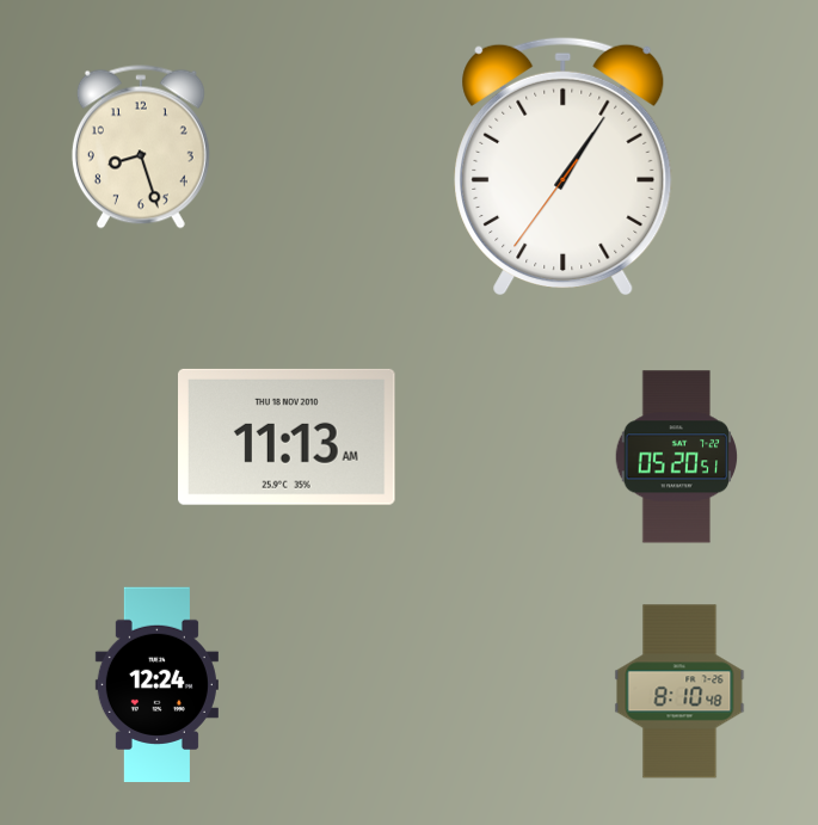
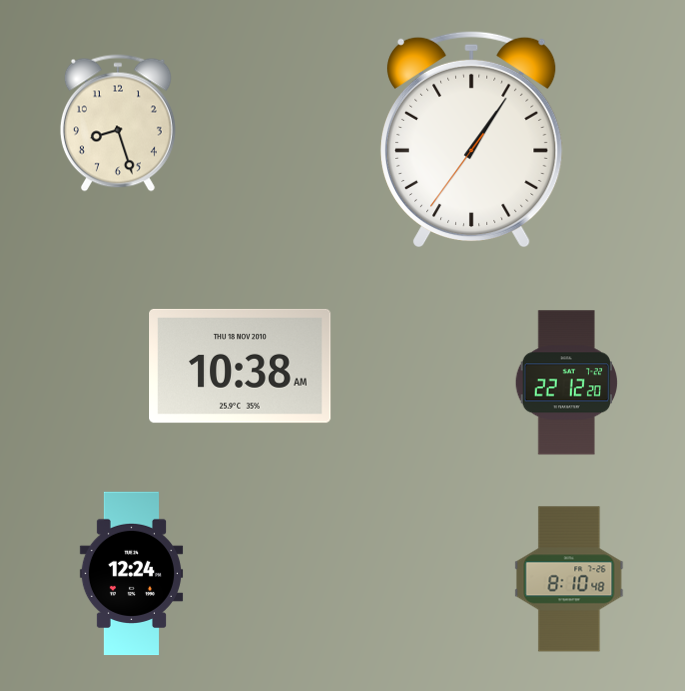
clock at (288, 437): 11:13 -> 10:38
clock at (677, 457): 05:20 -> 22:12
